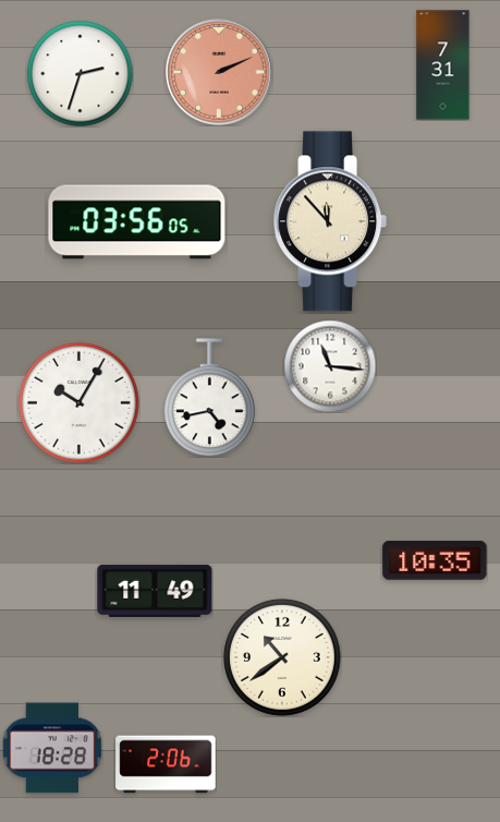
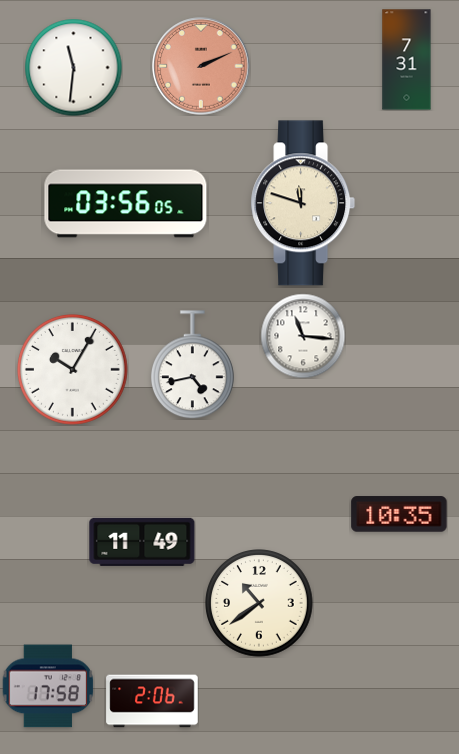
clock at (80, 73): 2:33 -> 11:31
clock at (330, 221): 11:53 -> 11:48
clock at (52, 748): 18:28 -> 17:58
